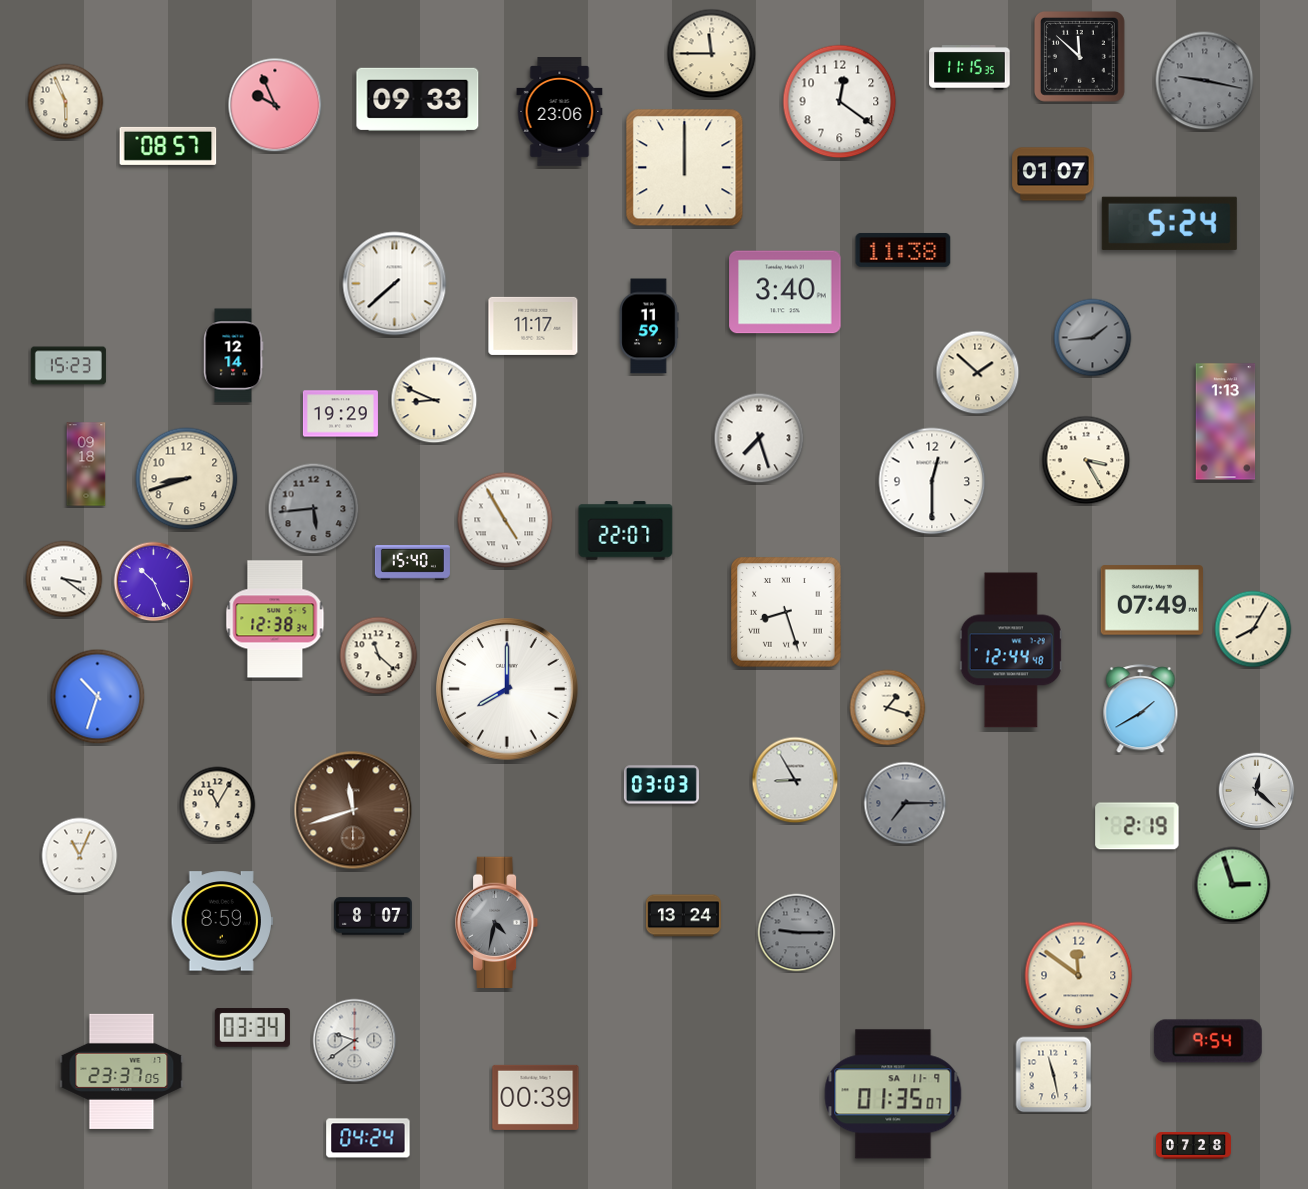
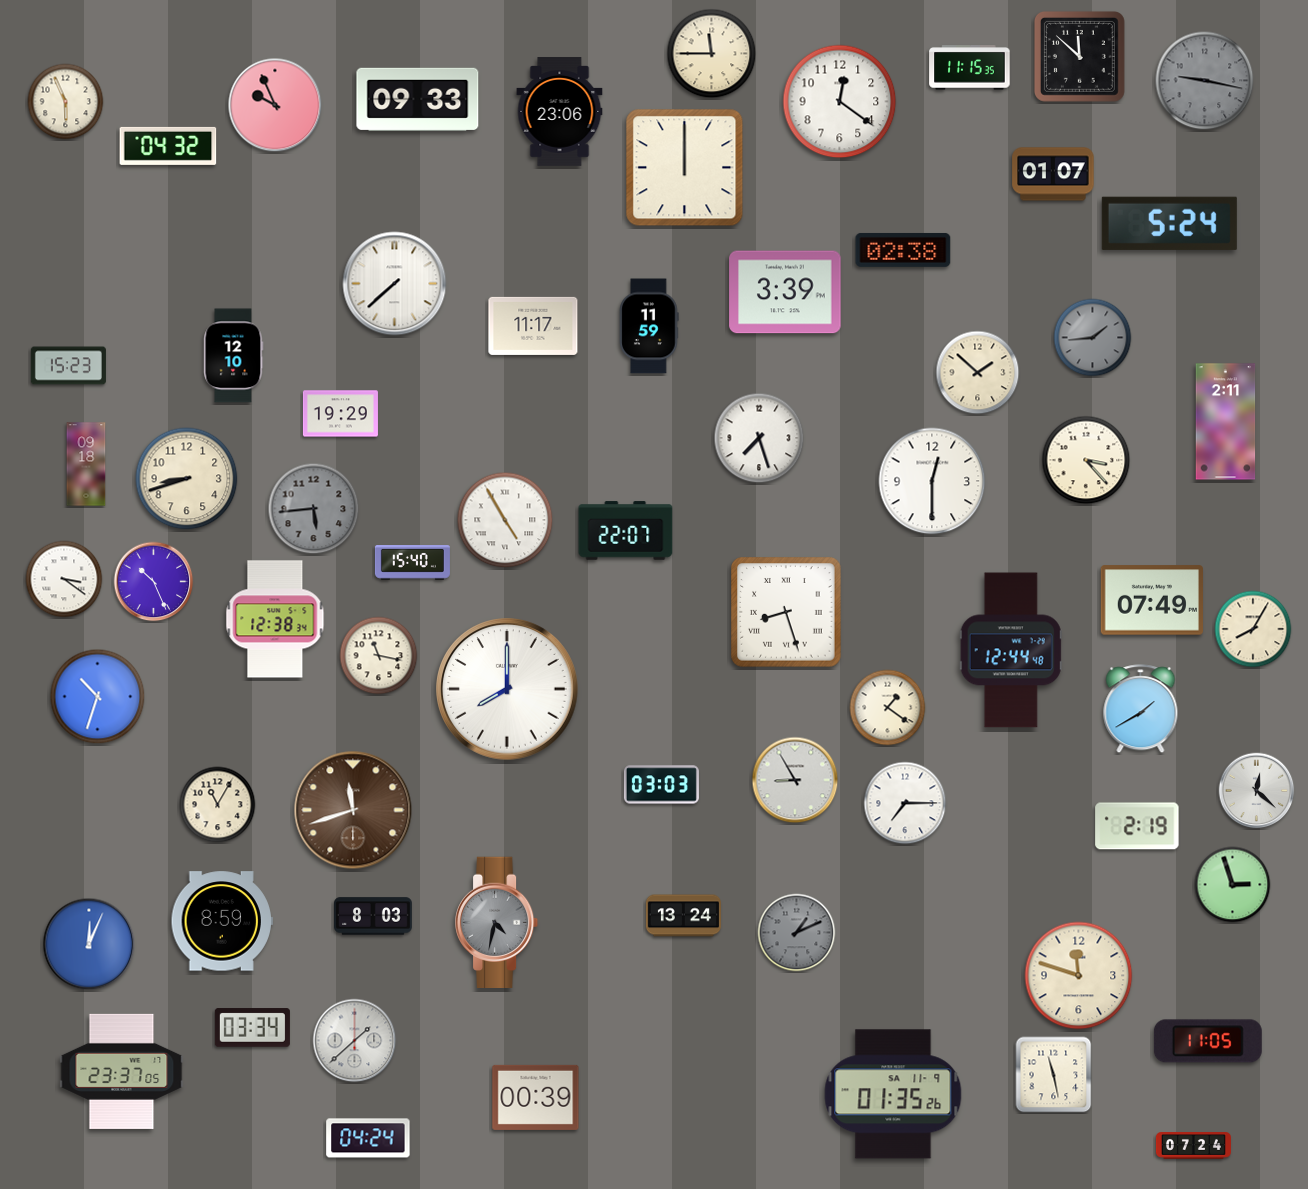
clock at (168, 146): 08:57 -> 04:32
clock at (903, 250): 11:38 -> 02:38
clock at (785, 292): 3:40 -> 3:39
clock at (234, 356): 12:14 -> 12:10
clock at (434, 400): 8:49 -> none
clock at (1226, 422): 1:13 -> 2:11
clock at (1086, 460): 3:25 -> 3:23
clock at (379, 656): 11:22 -> 11:17
clock at (888, 708): 1:18 -> 1:21
clock at (905, 803) dial: grey -> white
clock at (80, 856): 11:04 -> none
clock at (374, 916): 8:07 -> 8:03
clock at (797, 933): 9:15 -> 1:11
clock at (89, 944): none -> 12:04
clock at (1079, 976): 11:51 -> 11:48
clock at (355, 1041): 9:39 -> 1:38
clock at (1208, 1041): 9:54 -> 11:05
clock at (893, 1094): 01:35:07 -> 01:35:26
clock at (1193, 1146): 07:28 -> 07:24
